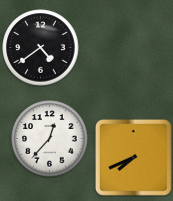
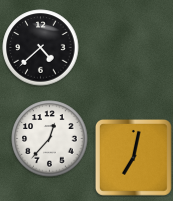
clock at (41, 48): 4:39 -> 4:38
clock at (133, 157): 7:41 -> 7:02
